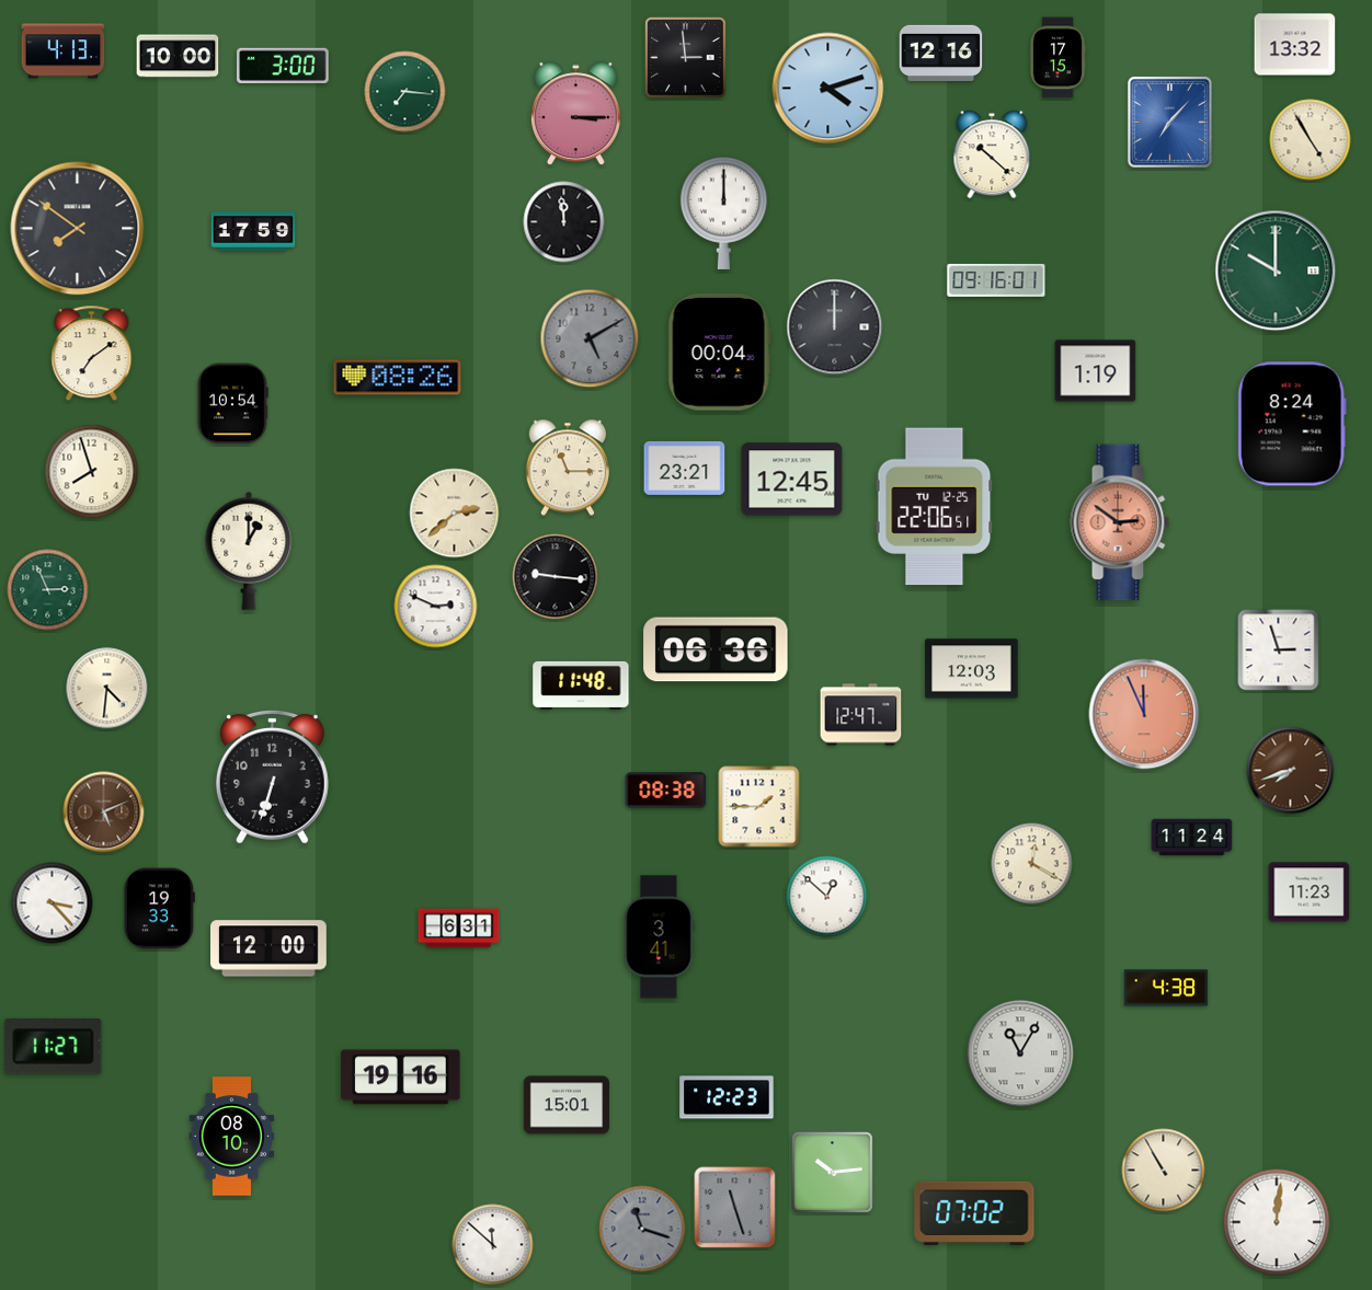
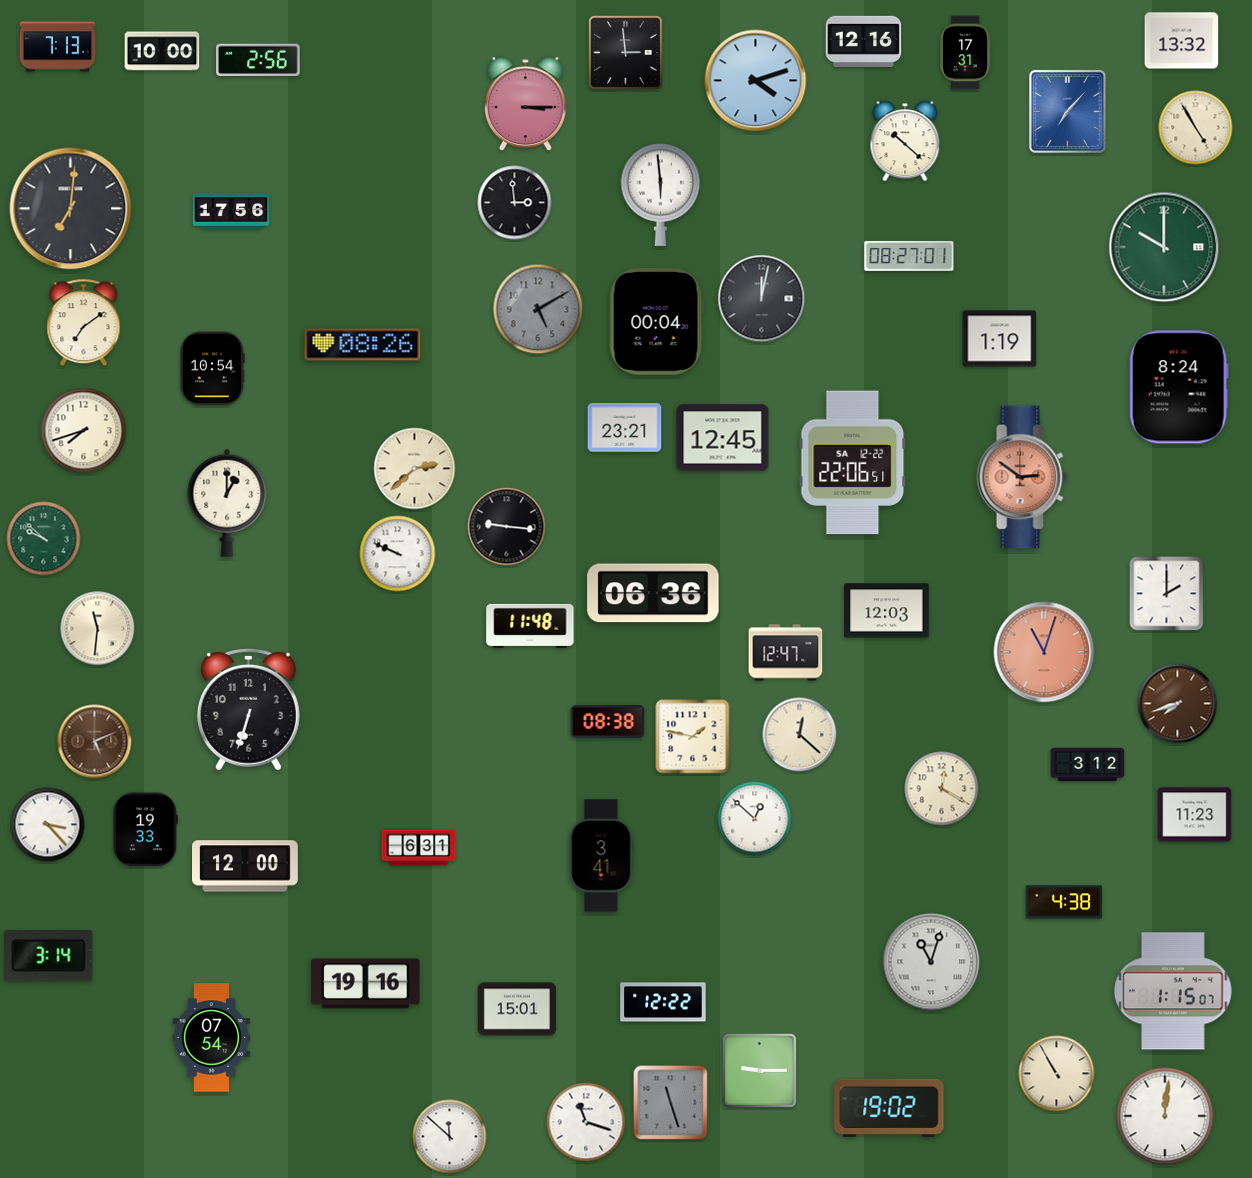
clock at (64, 51): 4:13 -> 7:13
clock at (941, 53) position: (941, 53) -> (864, 41)
clock at (1057, 58): 17:15 -> 17:31
clock at (283, 65): 3:00 -> 2:56
clock at (405, 92): 7:16 -> none
clock at (724, 212): 12:00 -> 5:59
clock at (564, 222): 11:59 -> 2:59
clock at (78, 229): 7:51 -> 7:01
clock at (253, 231): 17:59 -> 17:56
clock at (996, 280): 09:16 -> 08:27
clock at (835, 327): 12:00 -> 12:02
clock at (568, 468): 11:15 -> none
clock at (92, 472): 7:57 -> 7:42
clock at (935, 507) date: TU 12-25 -> SA 12-22
clock at (48, 590): 2:56 -> 9:52
clock at (436, 607): 2:49 -> 9:49
clock at (1279, 650): 2:57 -> 2:00
clock at (107, 689): 4:31 -> 11:31
clock at (1144, 714): 11:56 -> 11:03
clock at (800, 735): none -> 12:22
clock at (759, 807): 1:45 -> 1:47
clock at (1192, 838): 11:24 -> 3:12
clock at (54, 1047): 11:27 -> 3:14
clock at (1020, 1053): 11:05 -> 11:03
clock at (1173, 991): none -> 1:15
clock at (727, 1097): 12:23 -> 12:22
clock at (232, 1137): 08:10 -> 07:54
clock at (1164, 1171) position: (1164, 1171) -> (1057, 1074)
clock at (833, 1173): 10:14 -> 9:15
clock at (974, 1213): 07:02 -> 19:02
clock at (642, 1229) dial: grey -> white
